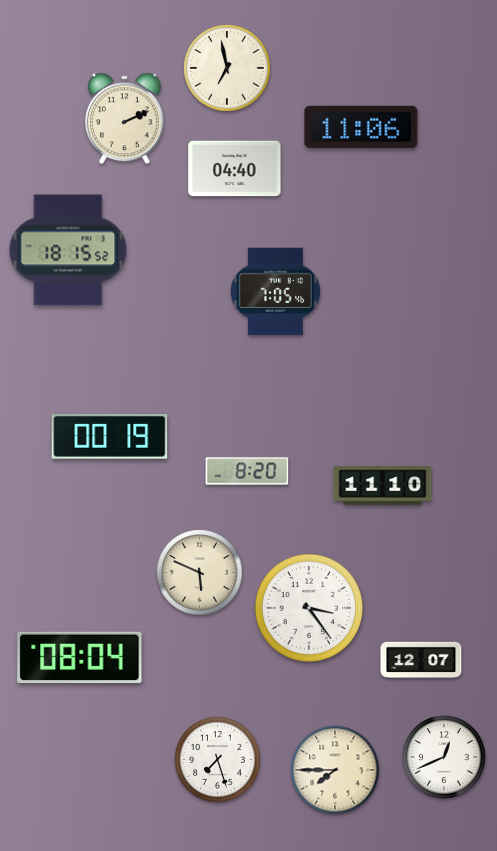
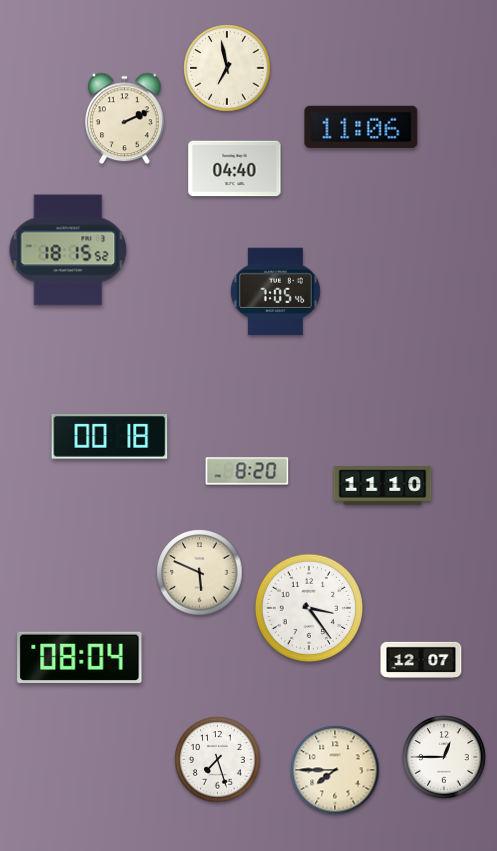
clock at (110, 437): 00:19 -> 00:18
clock at (444, 757): 12:41 -> 12:45
